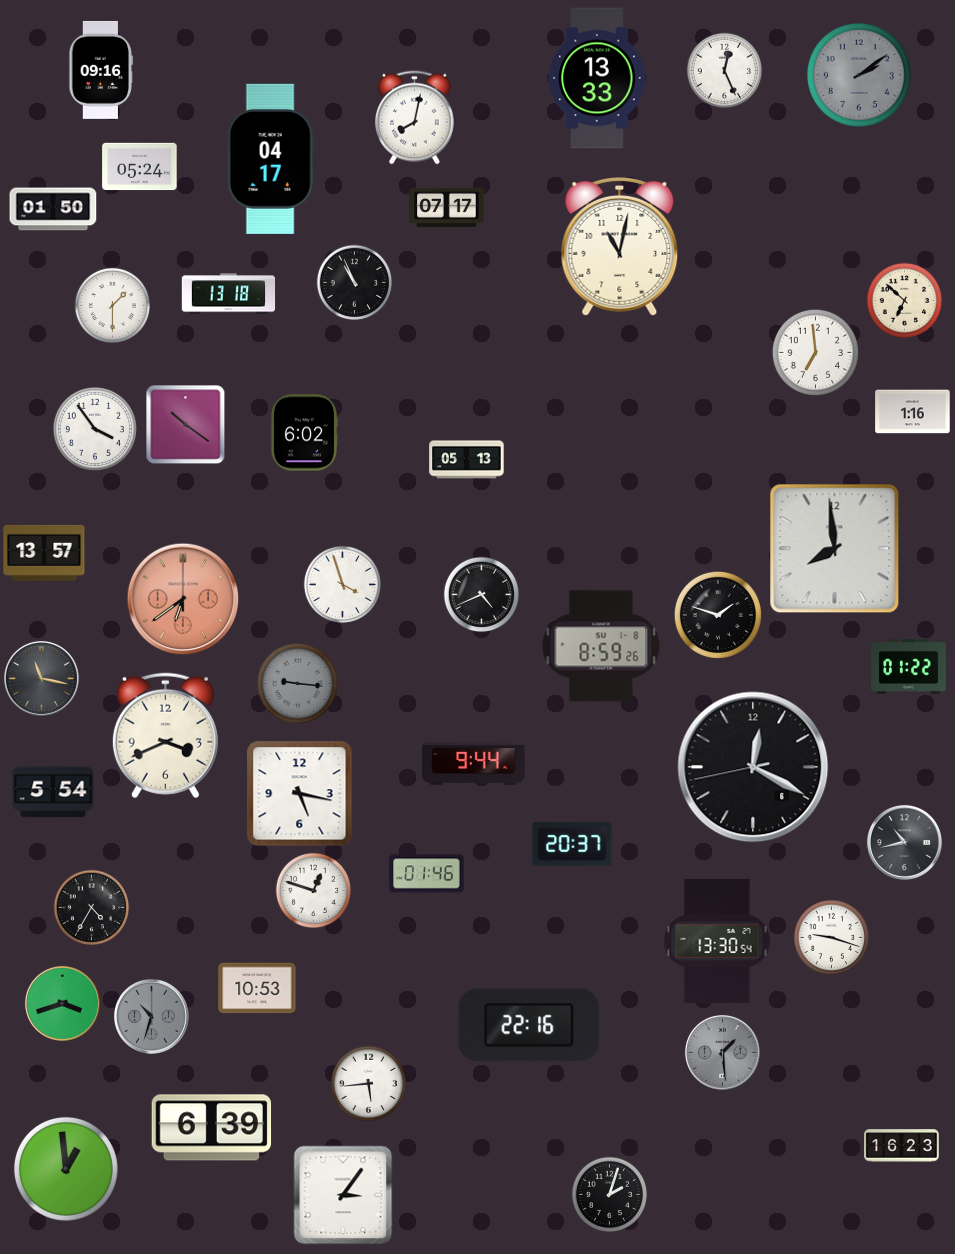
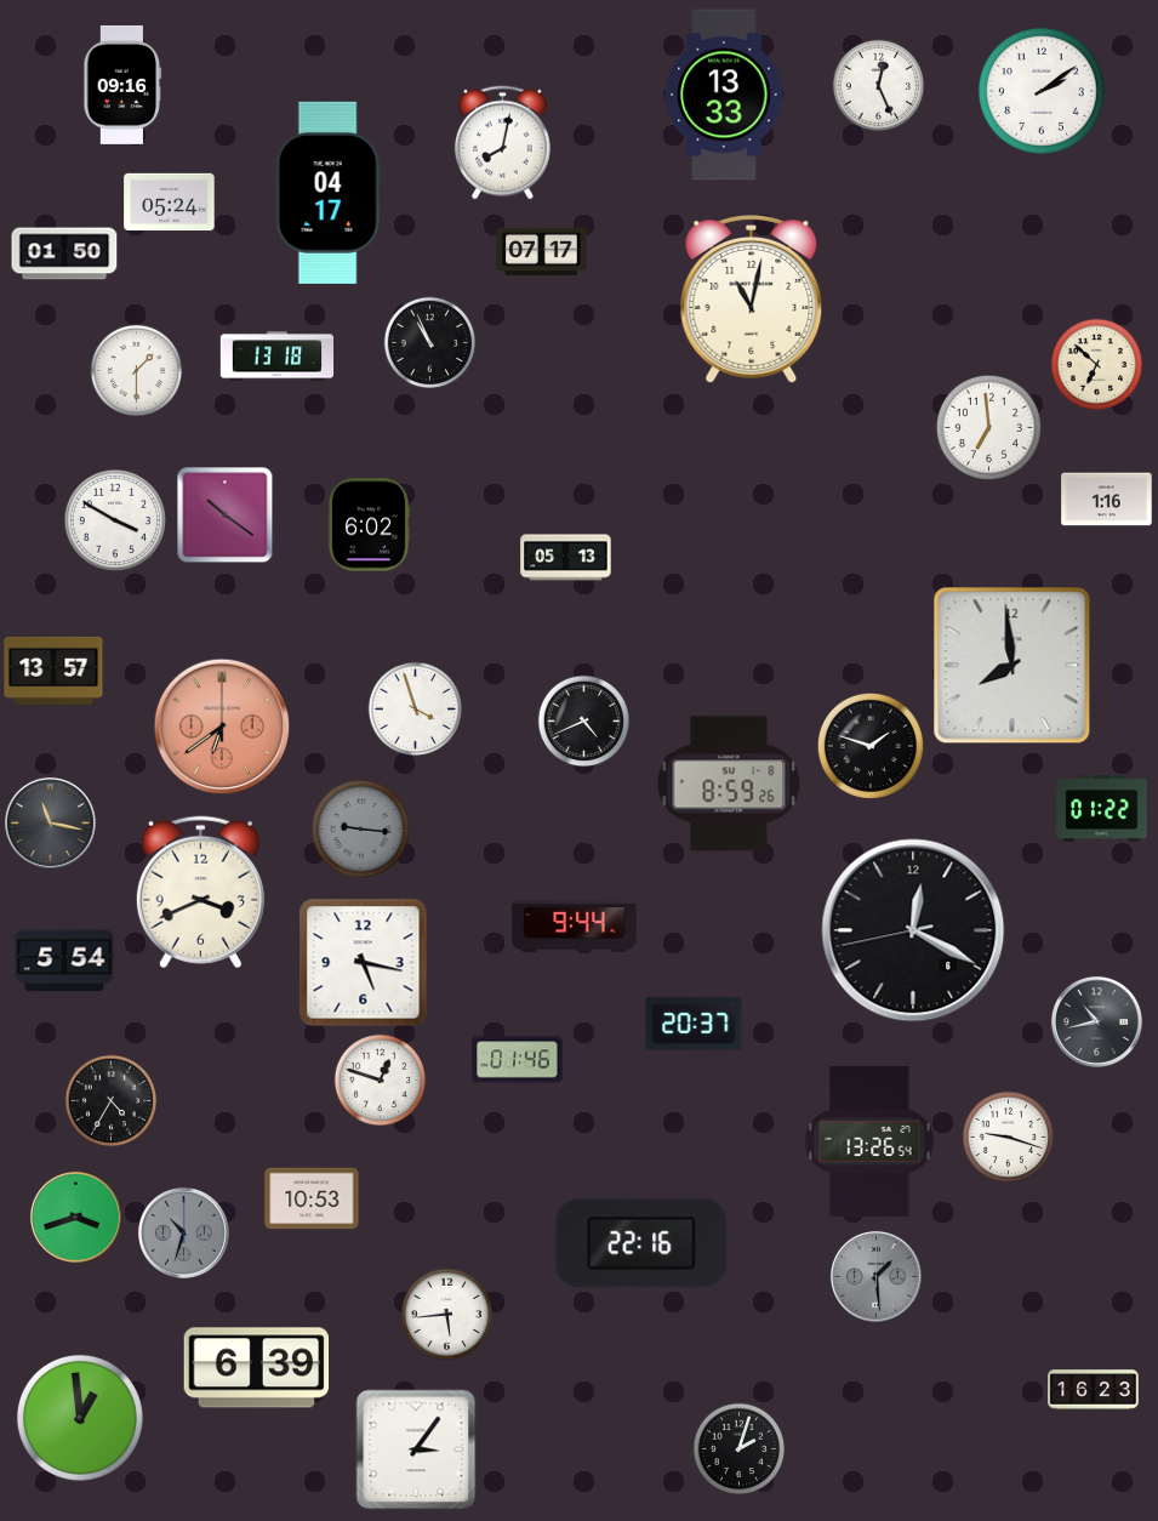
clock at (859, 75) dial: grey -> white
clock at (95, 429): 3:54 -> 3:50
clock at (717, 941): 13:30 -> 13:26
